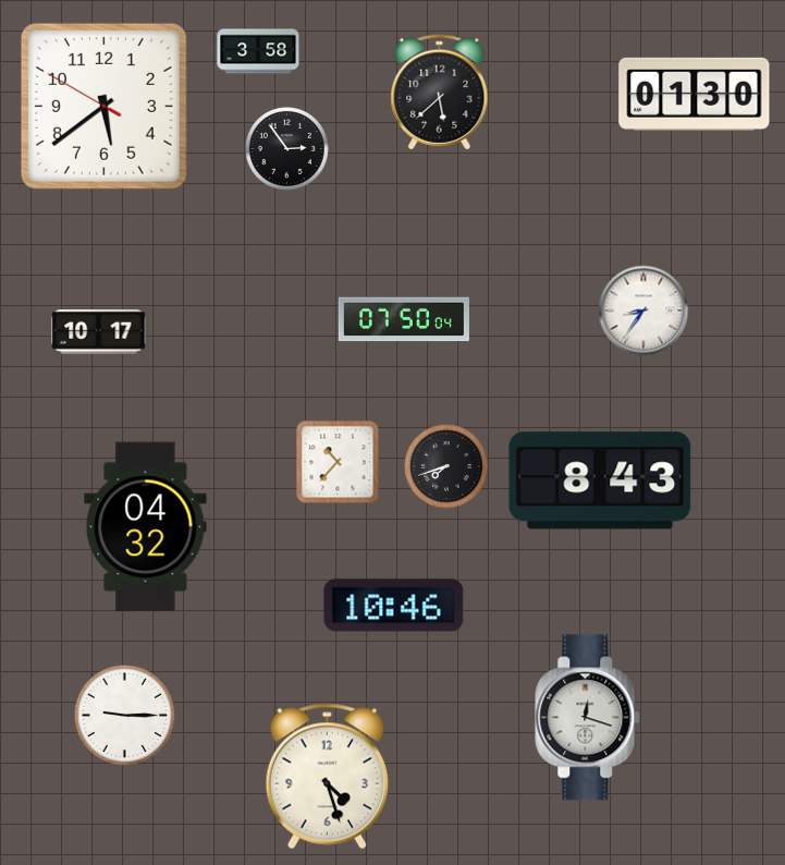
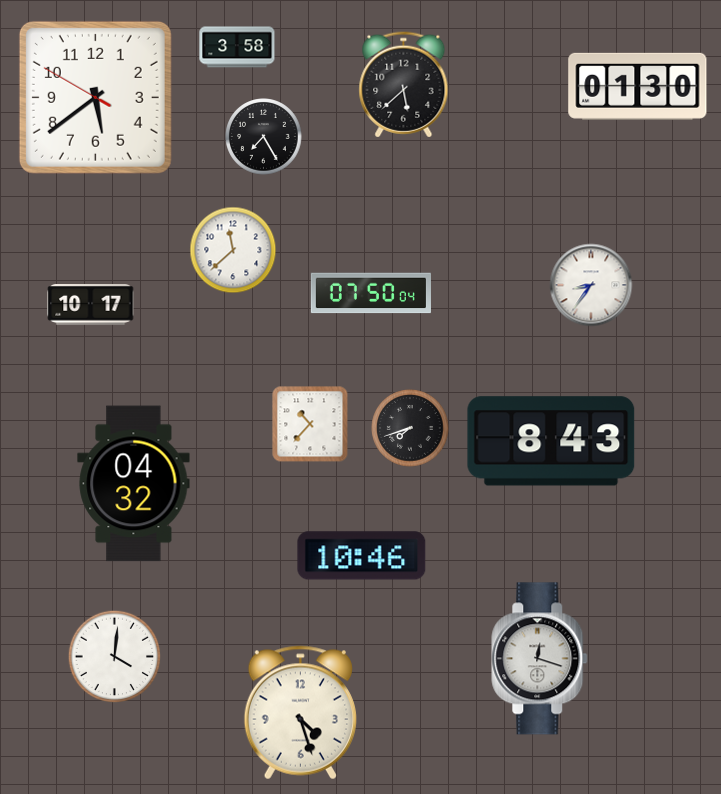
clock at (287, 149): 2:54 -> 7:25
clock at (233, 250): none -> 11:38
clock at (125, 716): 9:15 -> 4:01
